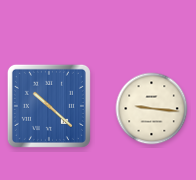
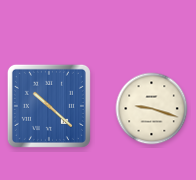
clock at (152, 109): 9:16 -> 9:18
